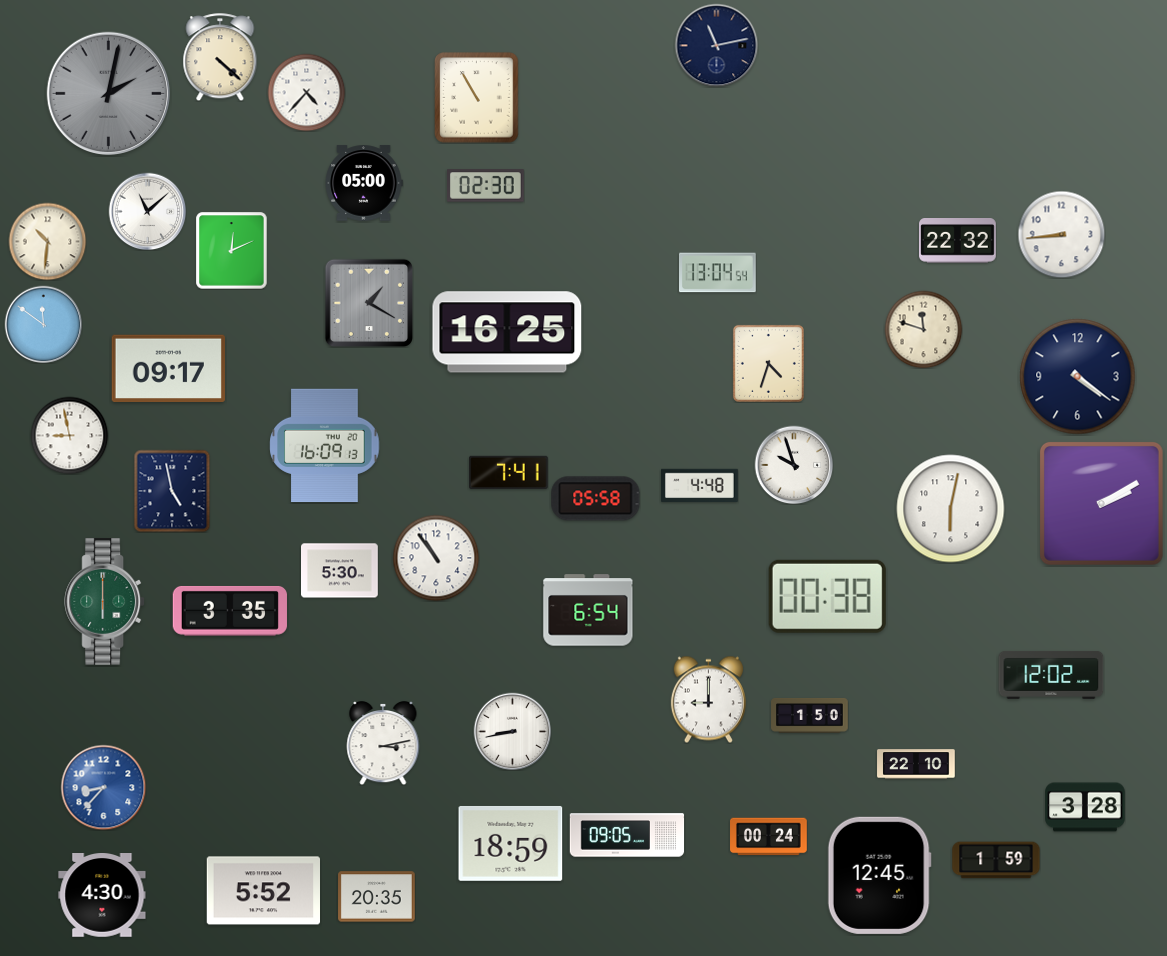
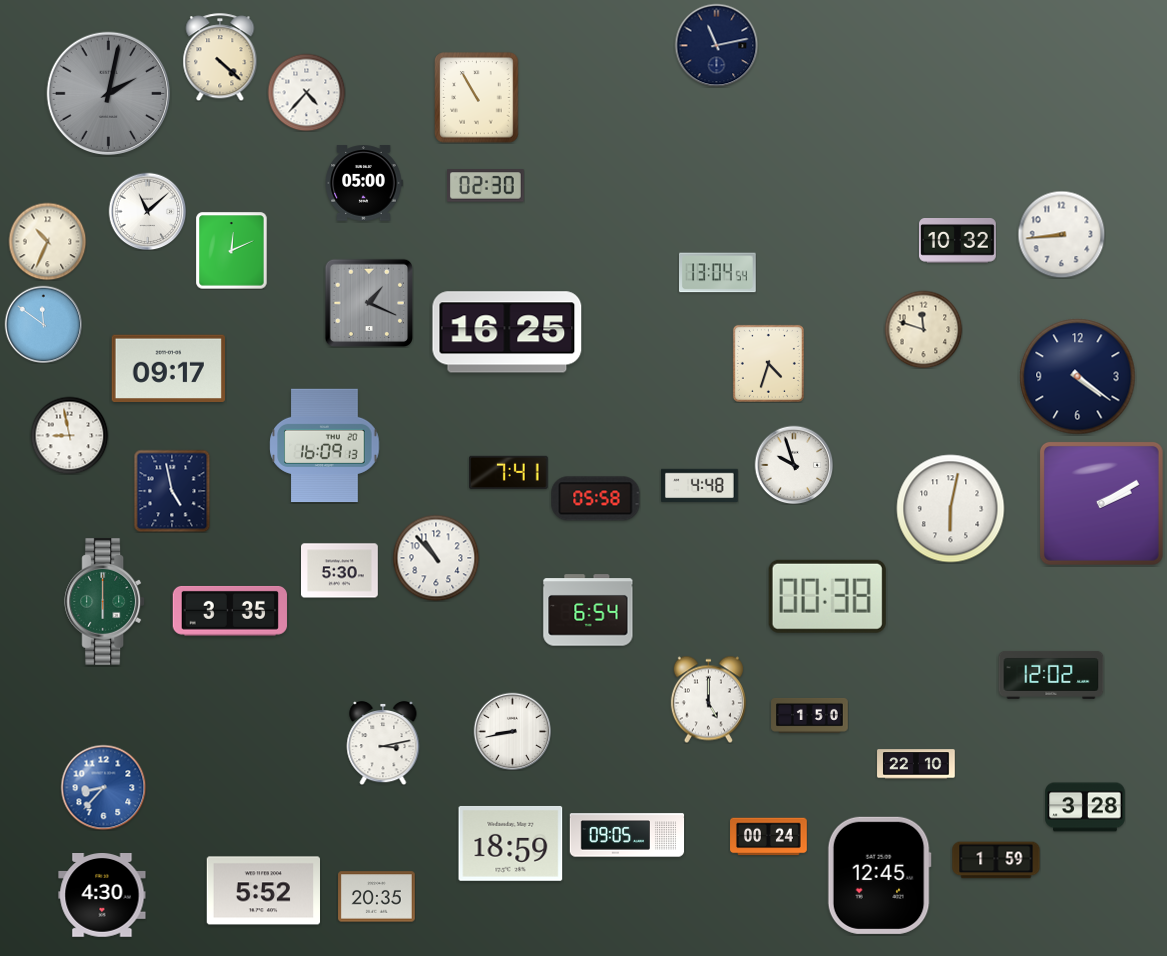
clock at (47, 241): 10:31 -> 10:34
clock at (958, 241): 22:32 -> 10:32
clock at (368, 302): 1:20 -> 1:19
clock at (436, 558): 10:54 -> 10:53
clock at (708, 699): 9:00 -> 5:00
